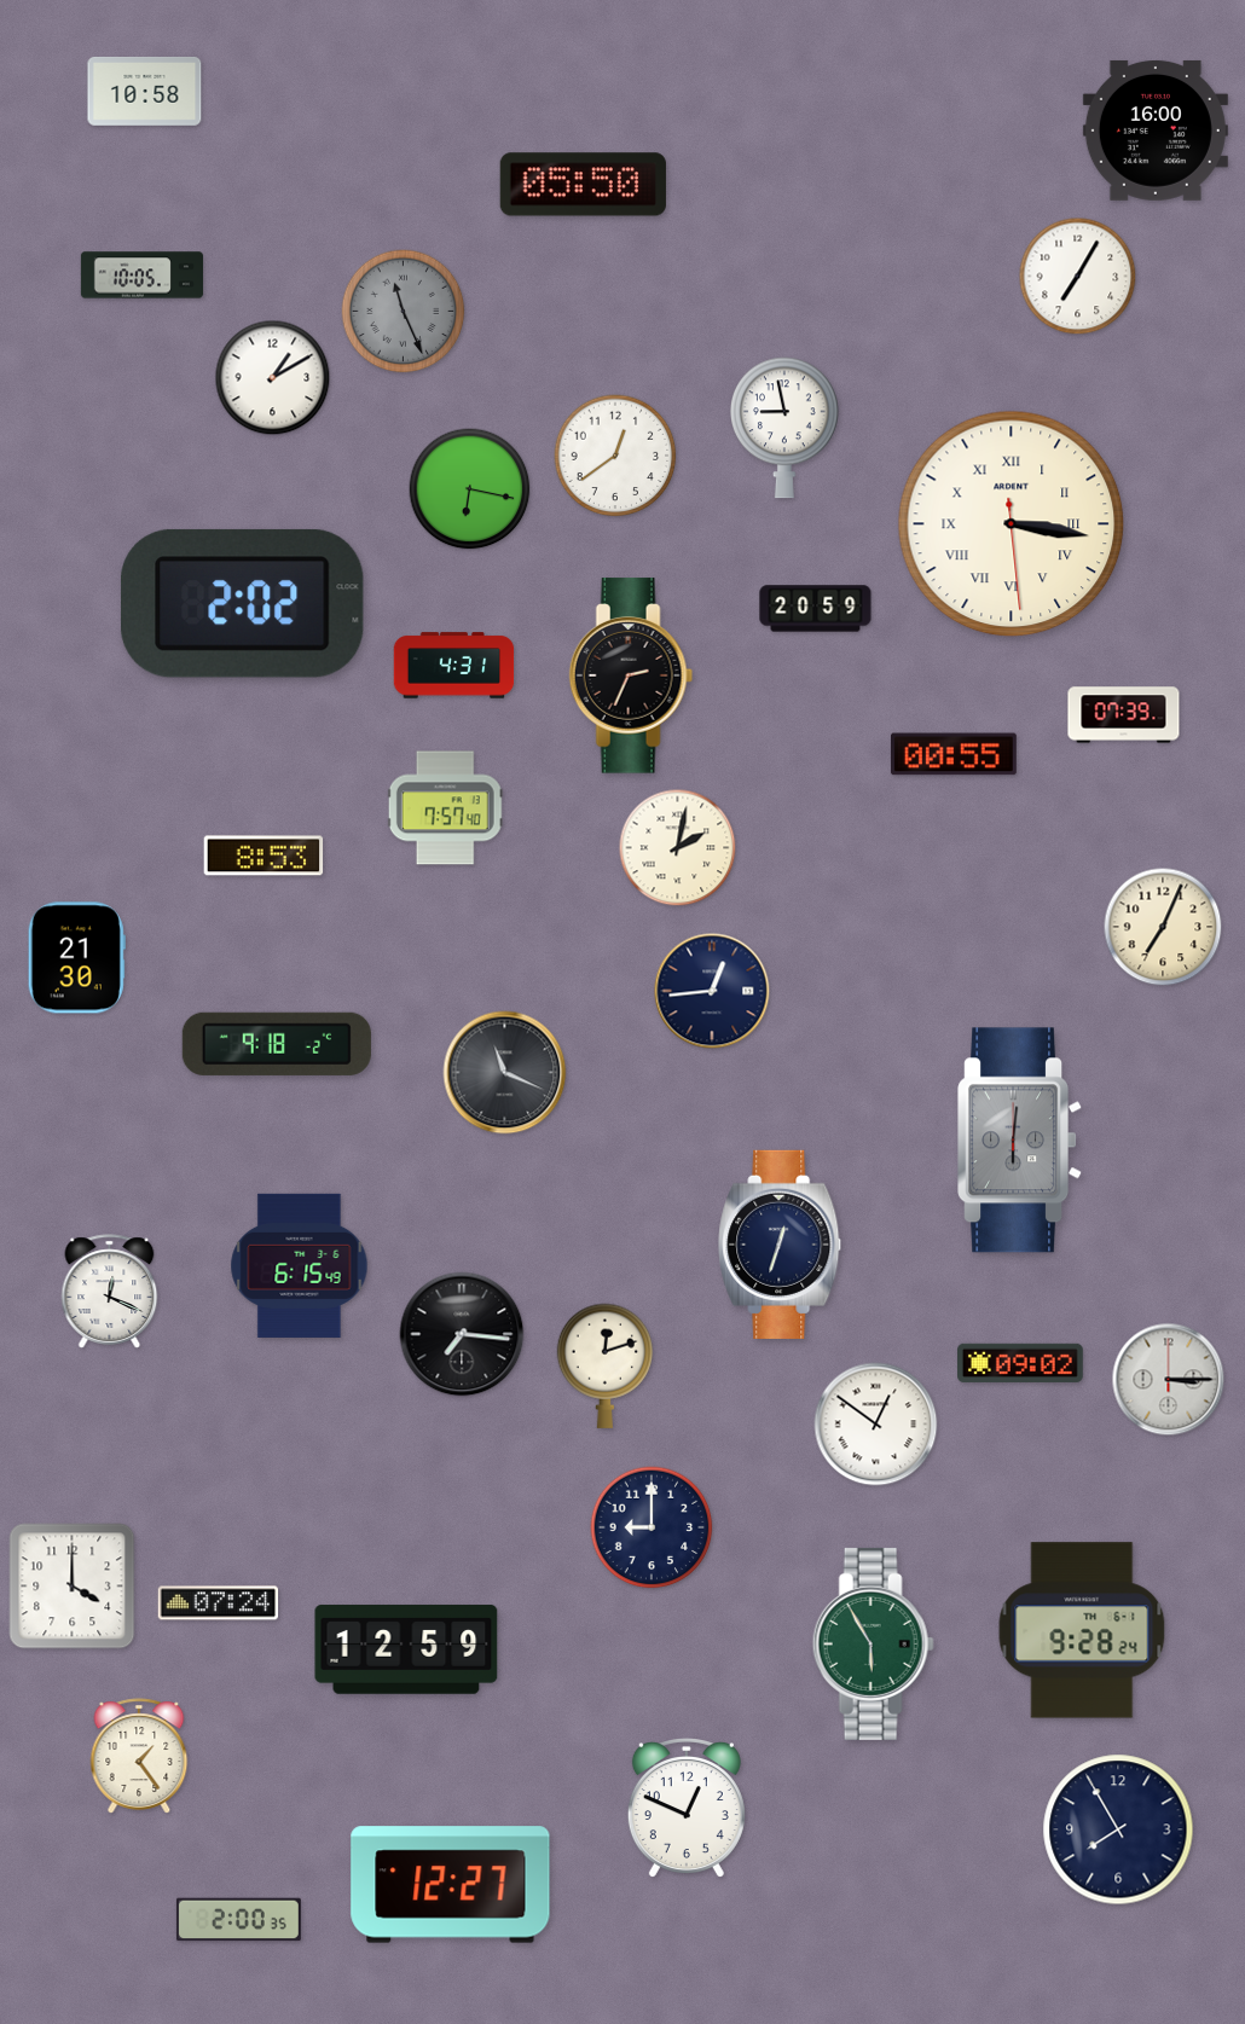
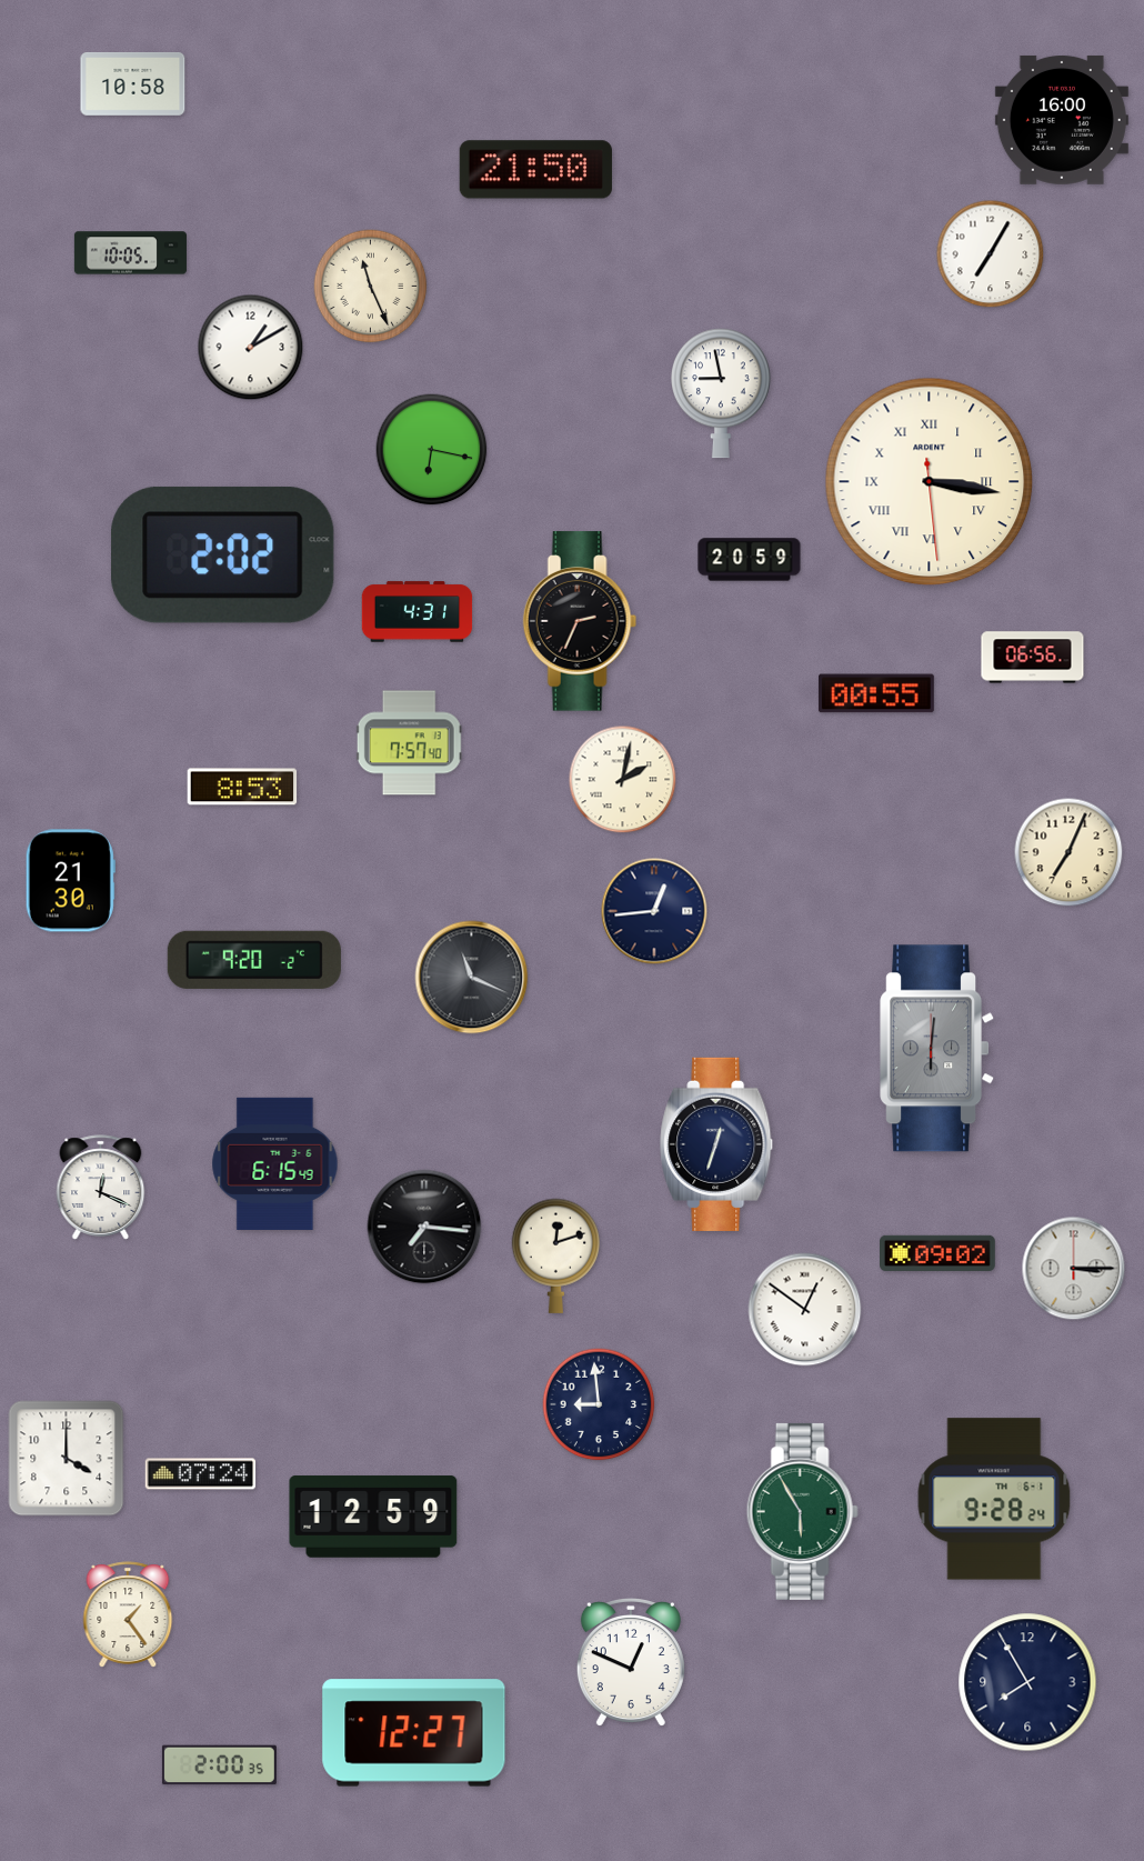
clock at (583, 185): 05:50 -> 21:50
clock at (404, 312) dial: grey -> cream
clock at (615, 456): 12:39 -> none
clock at (1124, 715): 07:39 -> 06:56
clock at (277, 1044): 9:18 -> 9:20
clock at (505, 1073) position: (505, 1073) -> (472, 978)
clock at (652, 1527): 9:00 -> 8:59
